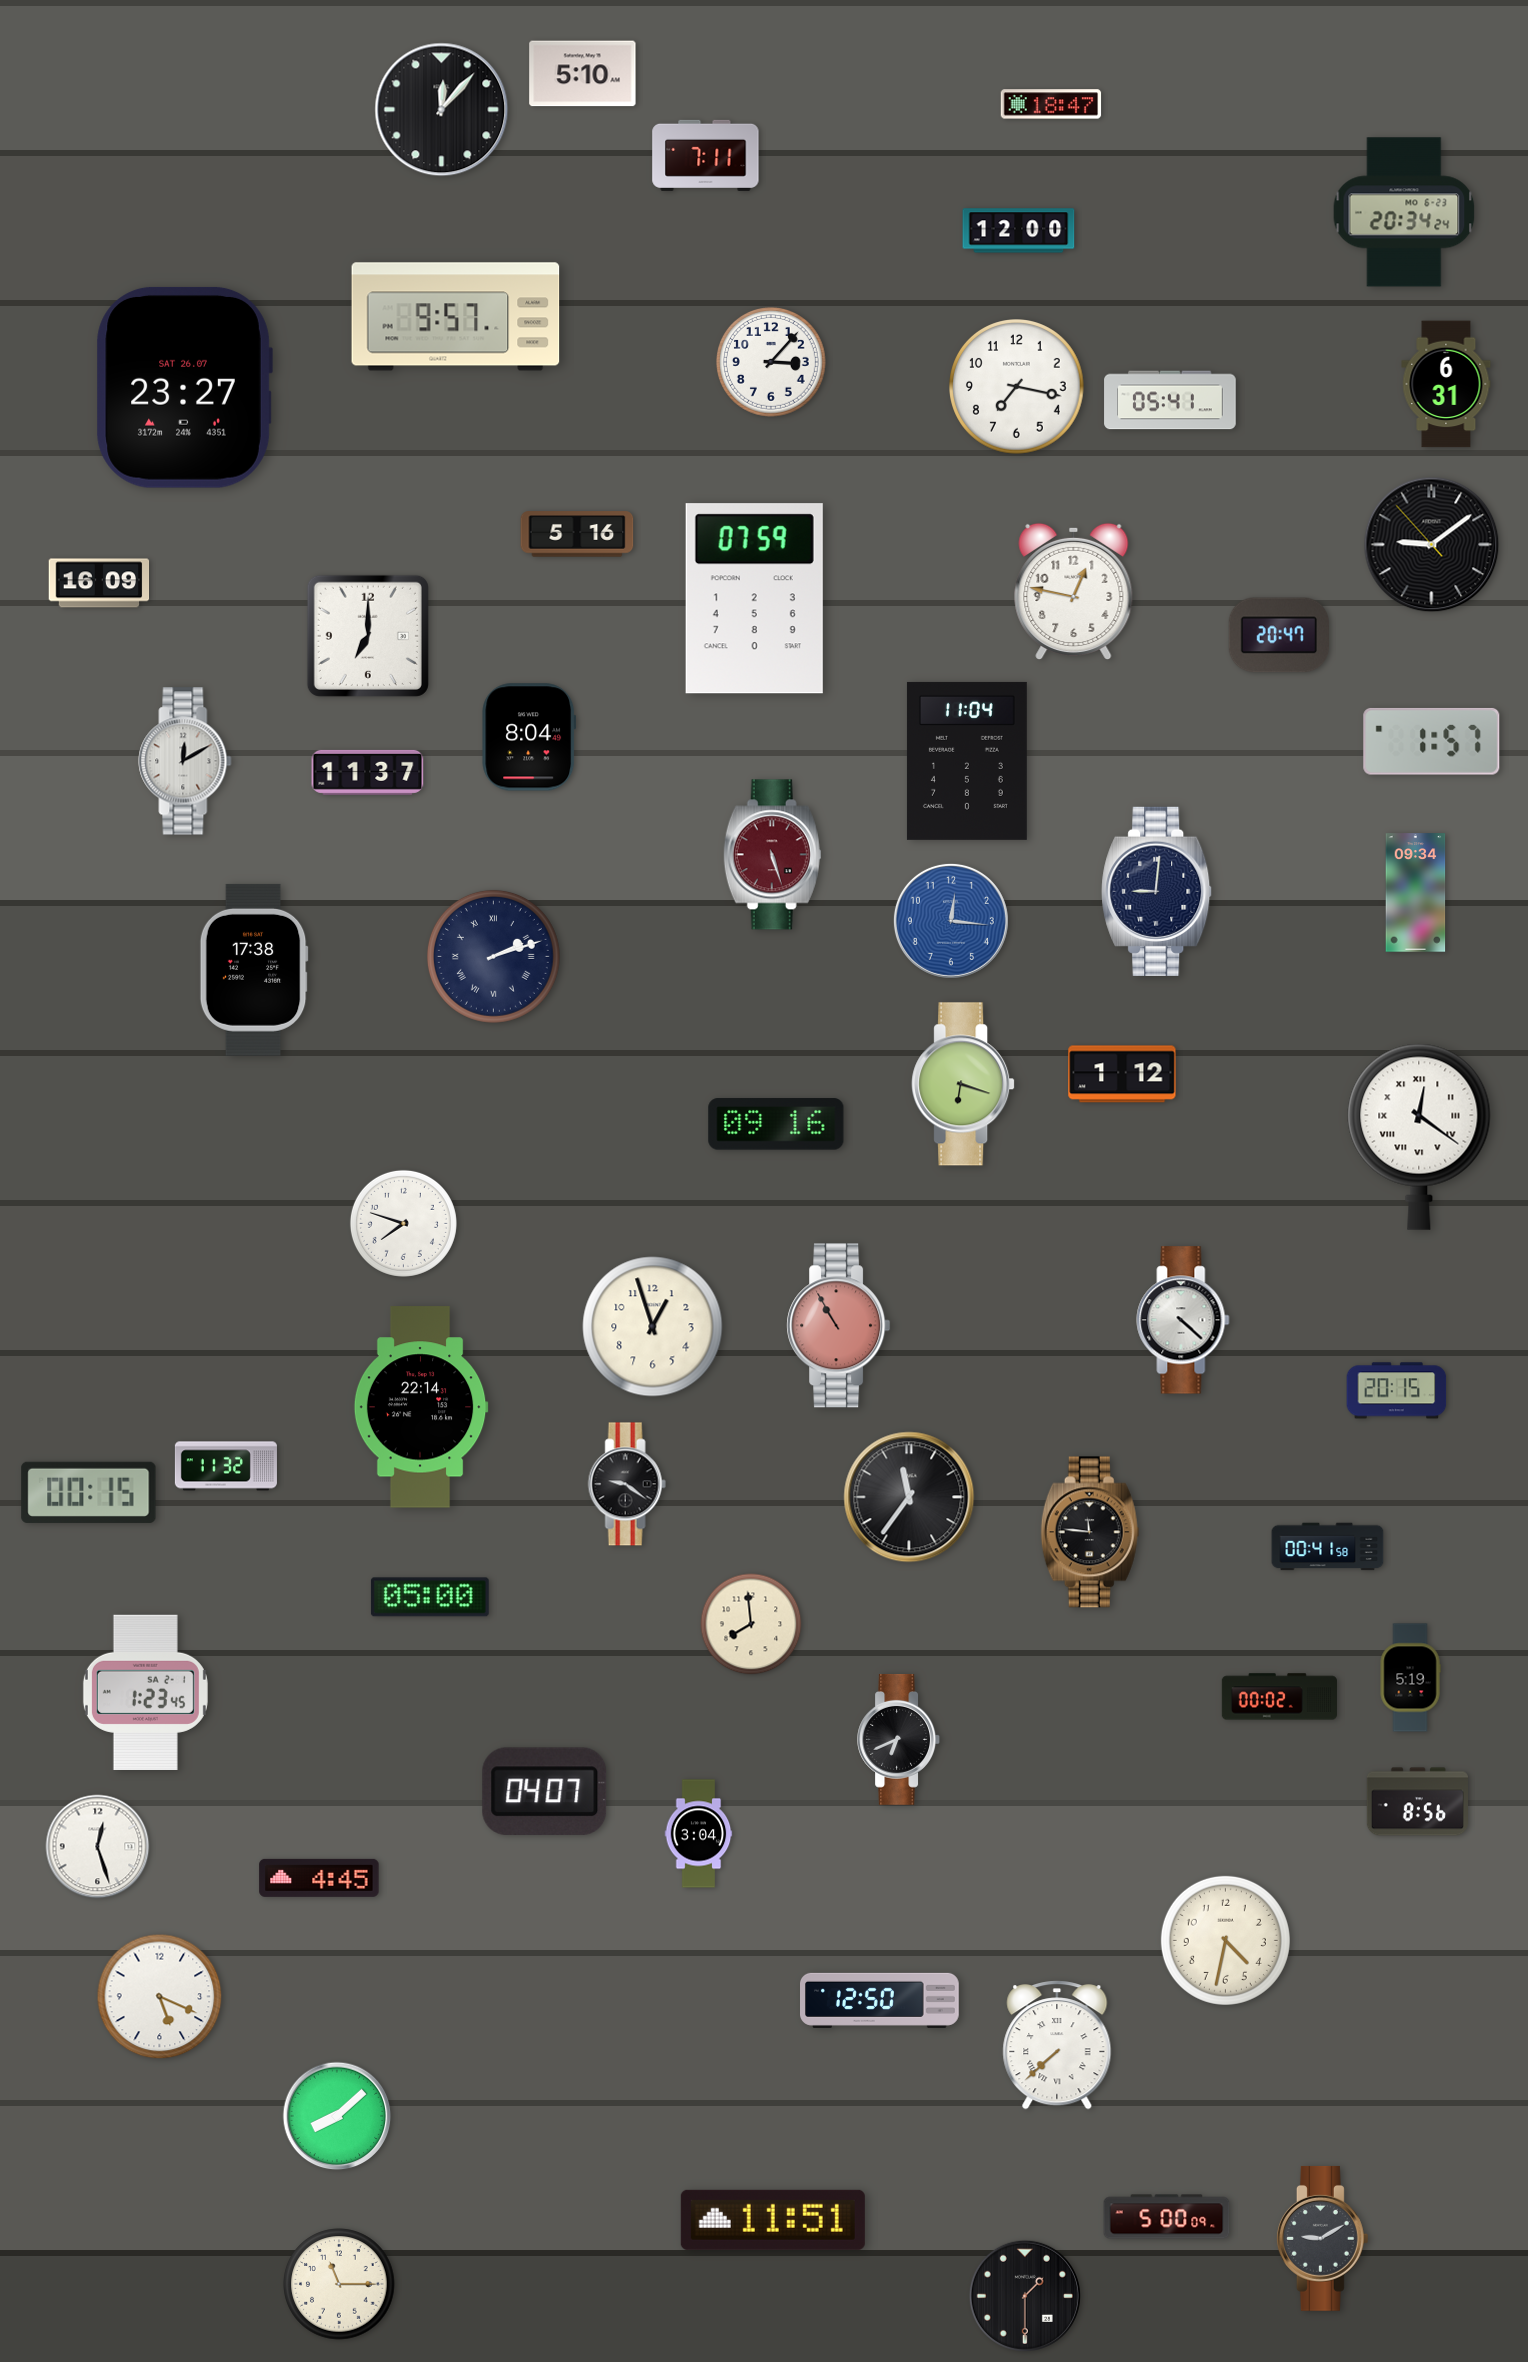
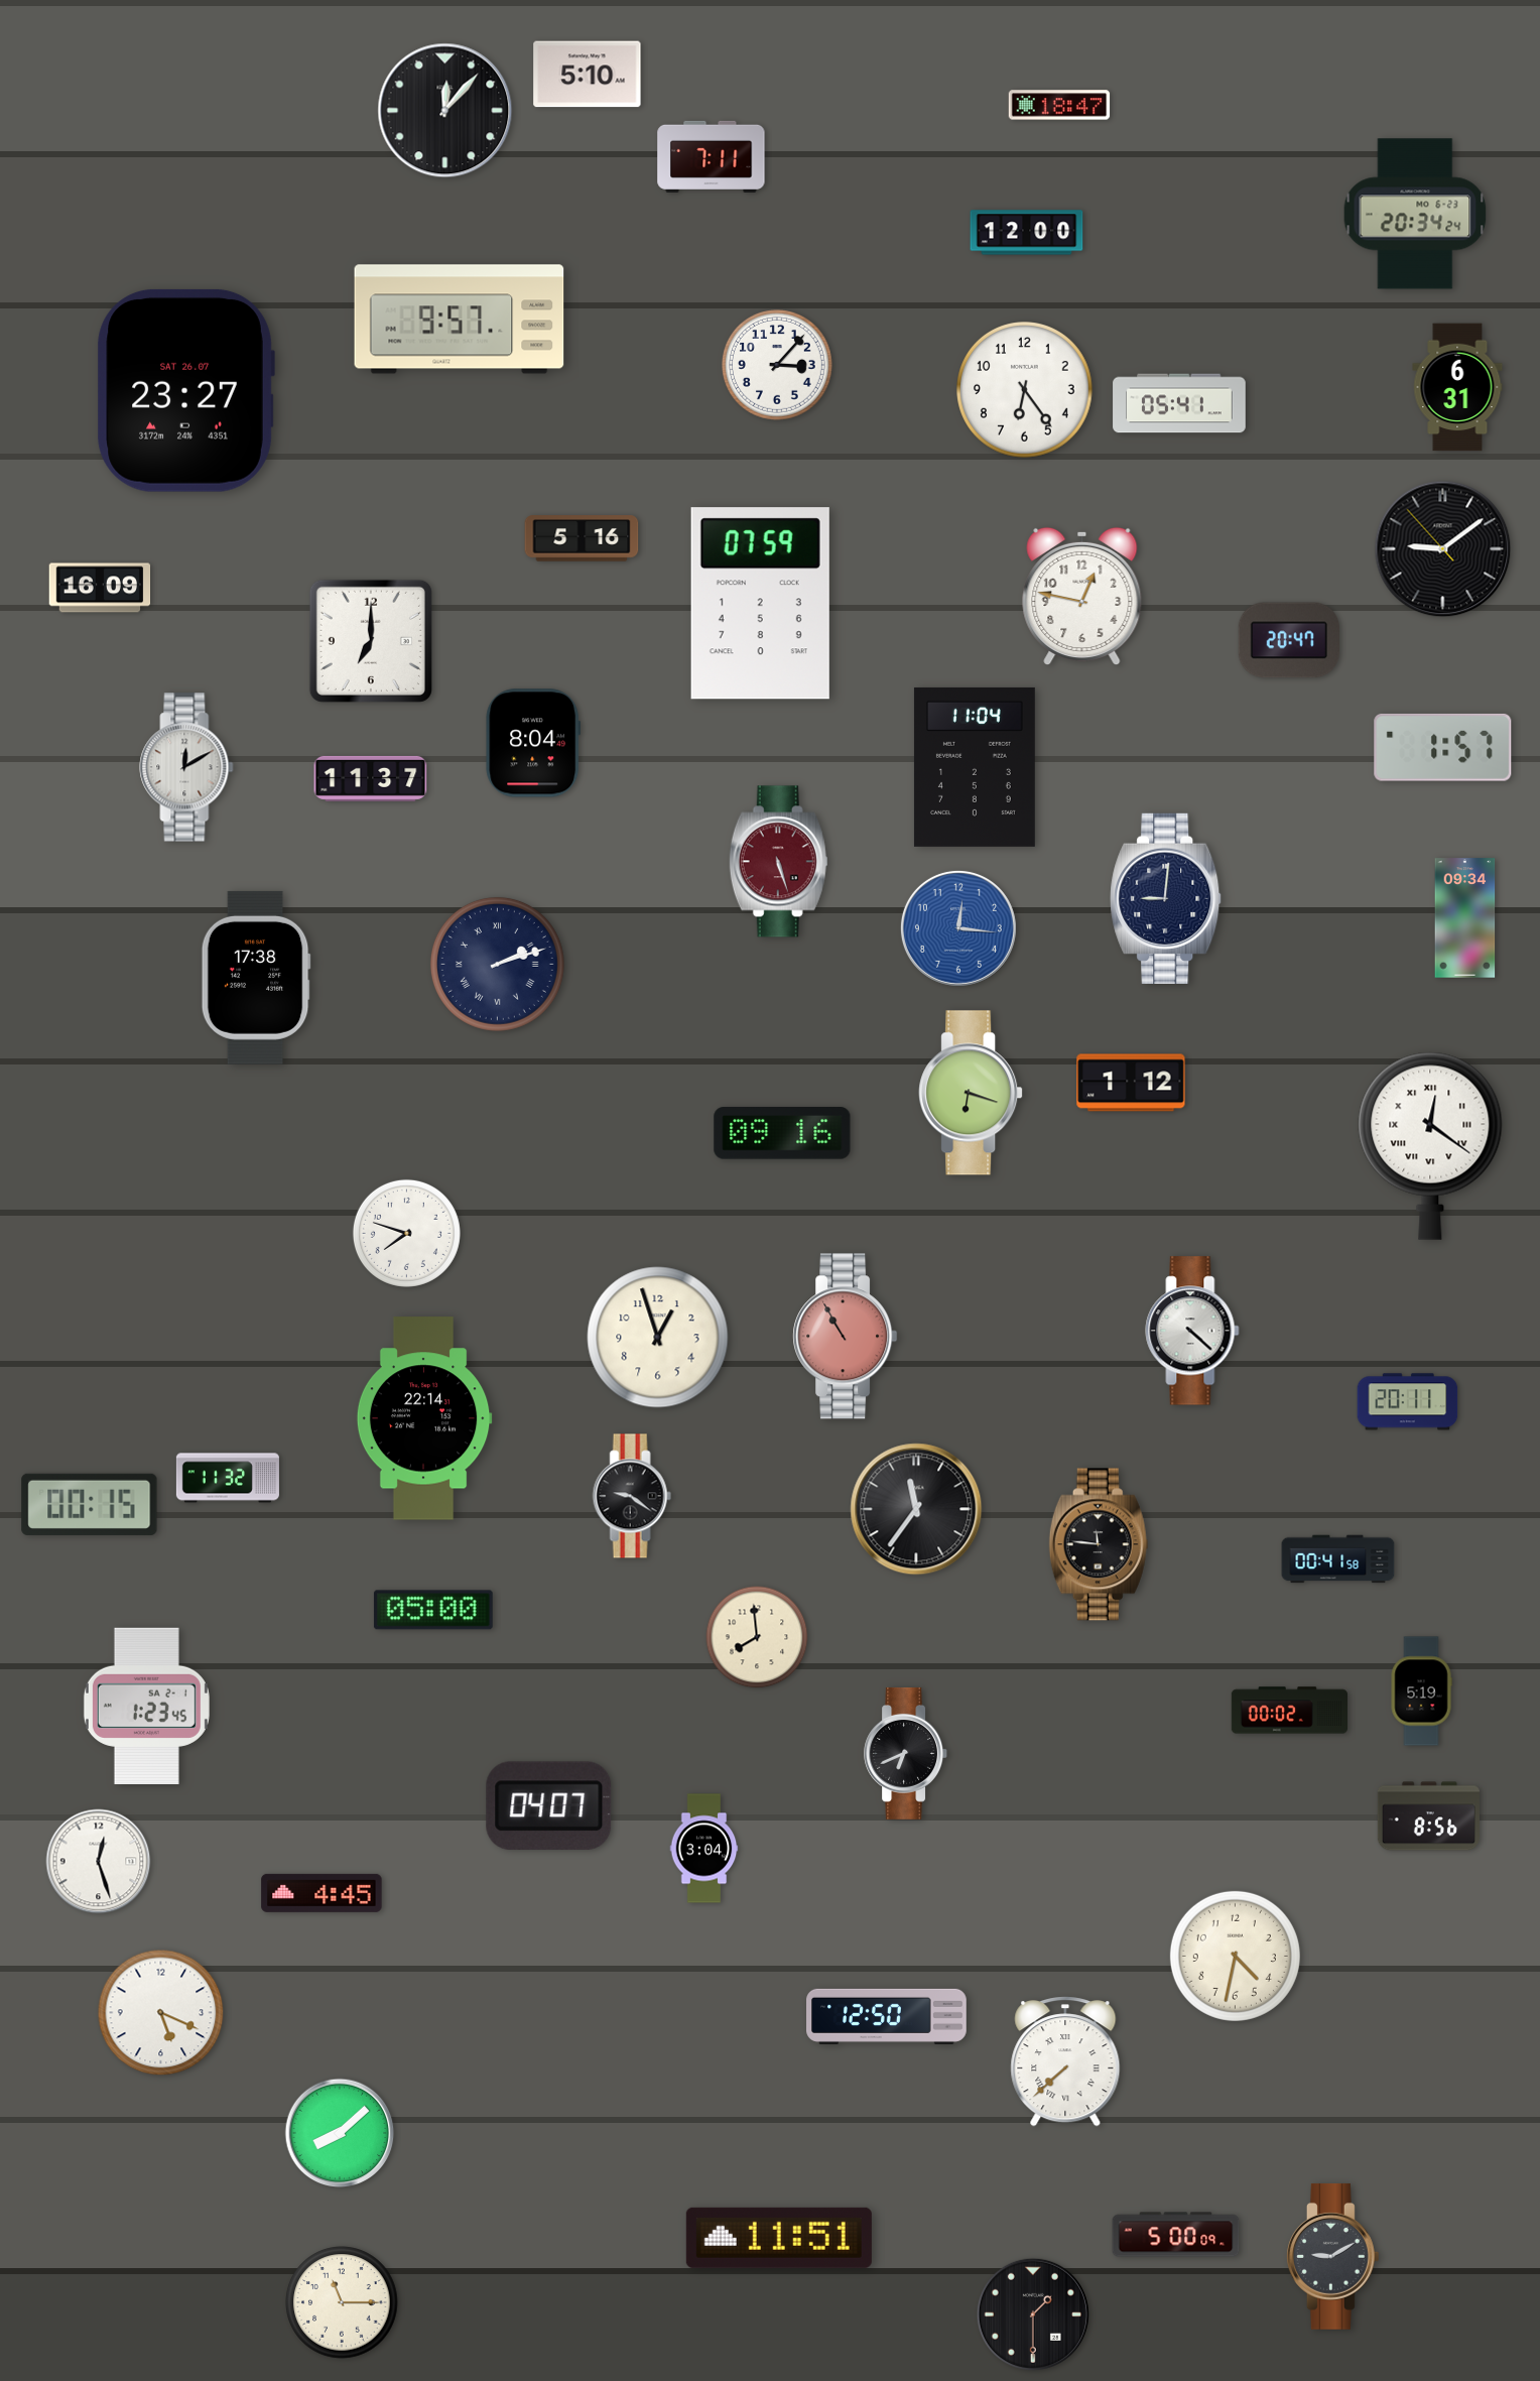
clock at (1017, 387): 7:17 -> 6:24
clock at (1416, 893) position: (1416, 893) -> (1465, 918)
clock at (1397, 1391): 20:15 -> 20:11
